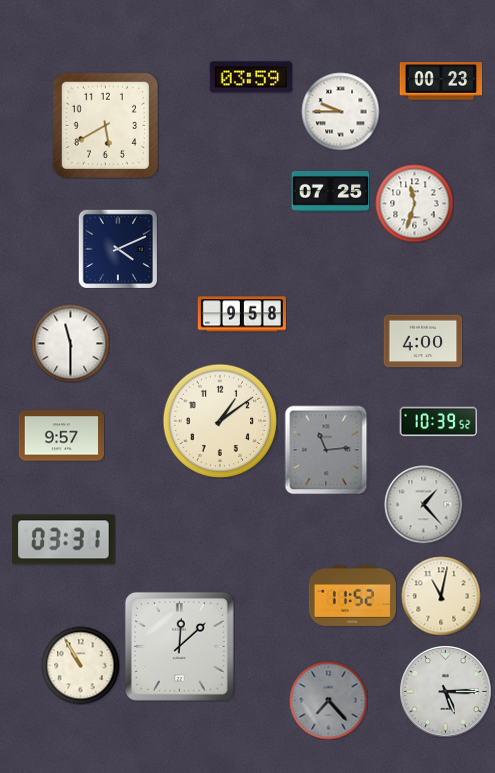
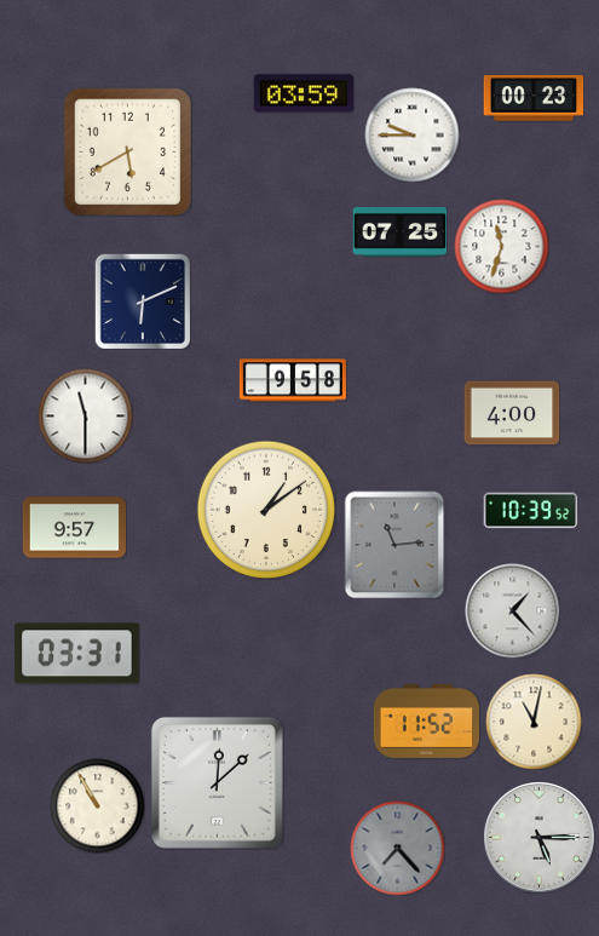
clock at (118, 249): 4:11 -> 6:11
